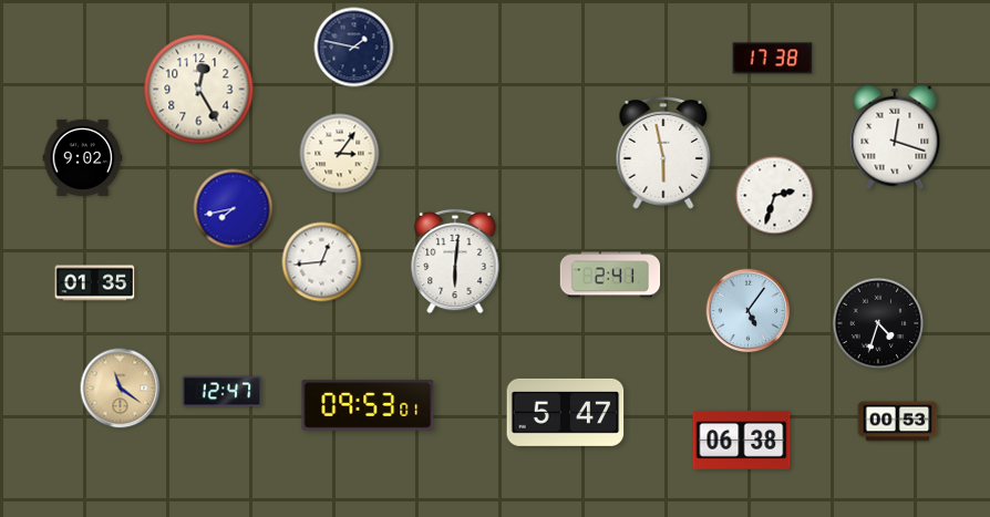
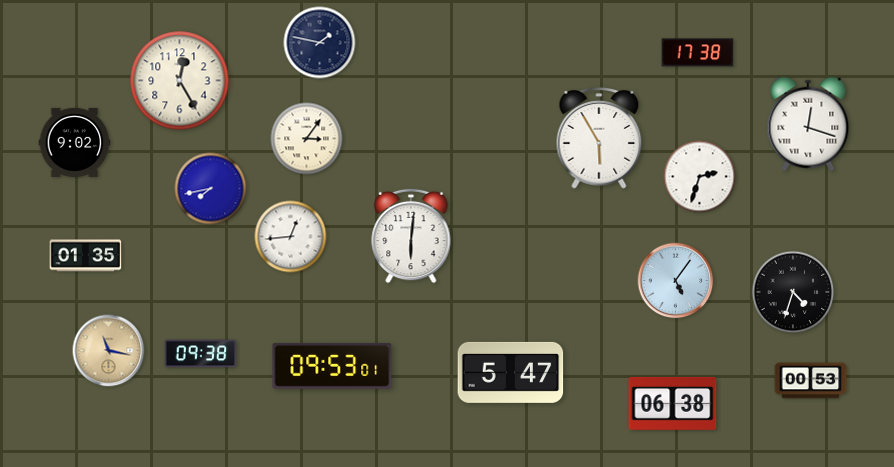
clock at (663, 153): 5:58 -> 5:55
clock at (610, 275): 2:41 -> none
clock at (121, 389): 11:21 -> 11:17
clock at (223, 392): 12:47 -> 09:38
clock at (742, 440) position: (742, 440) -> (673, 403)
